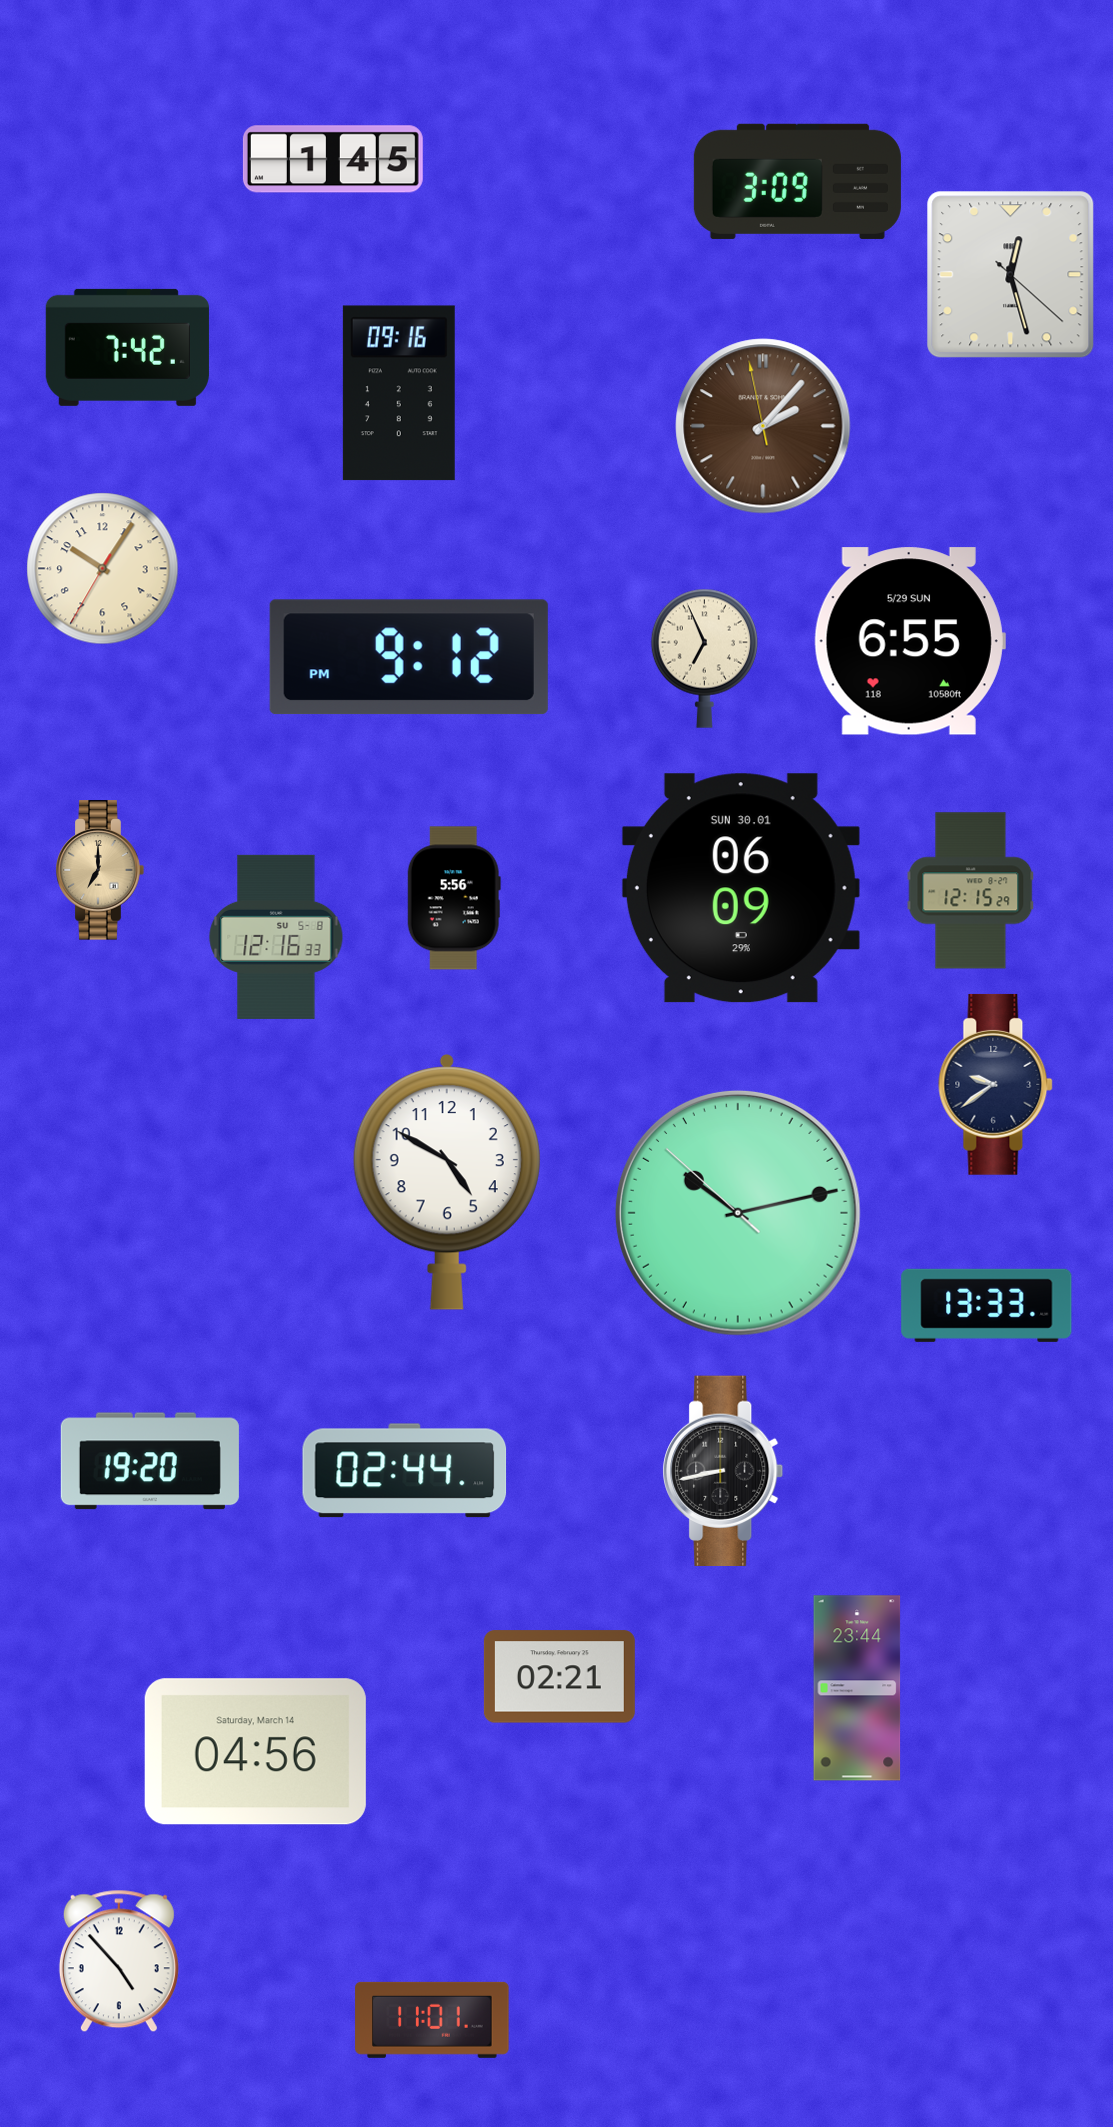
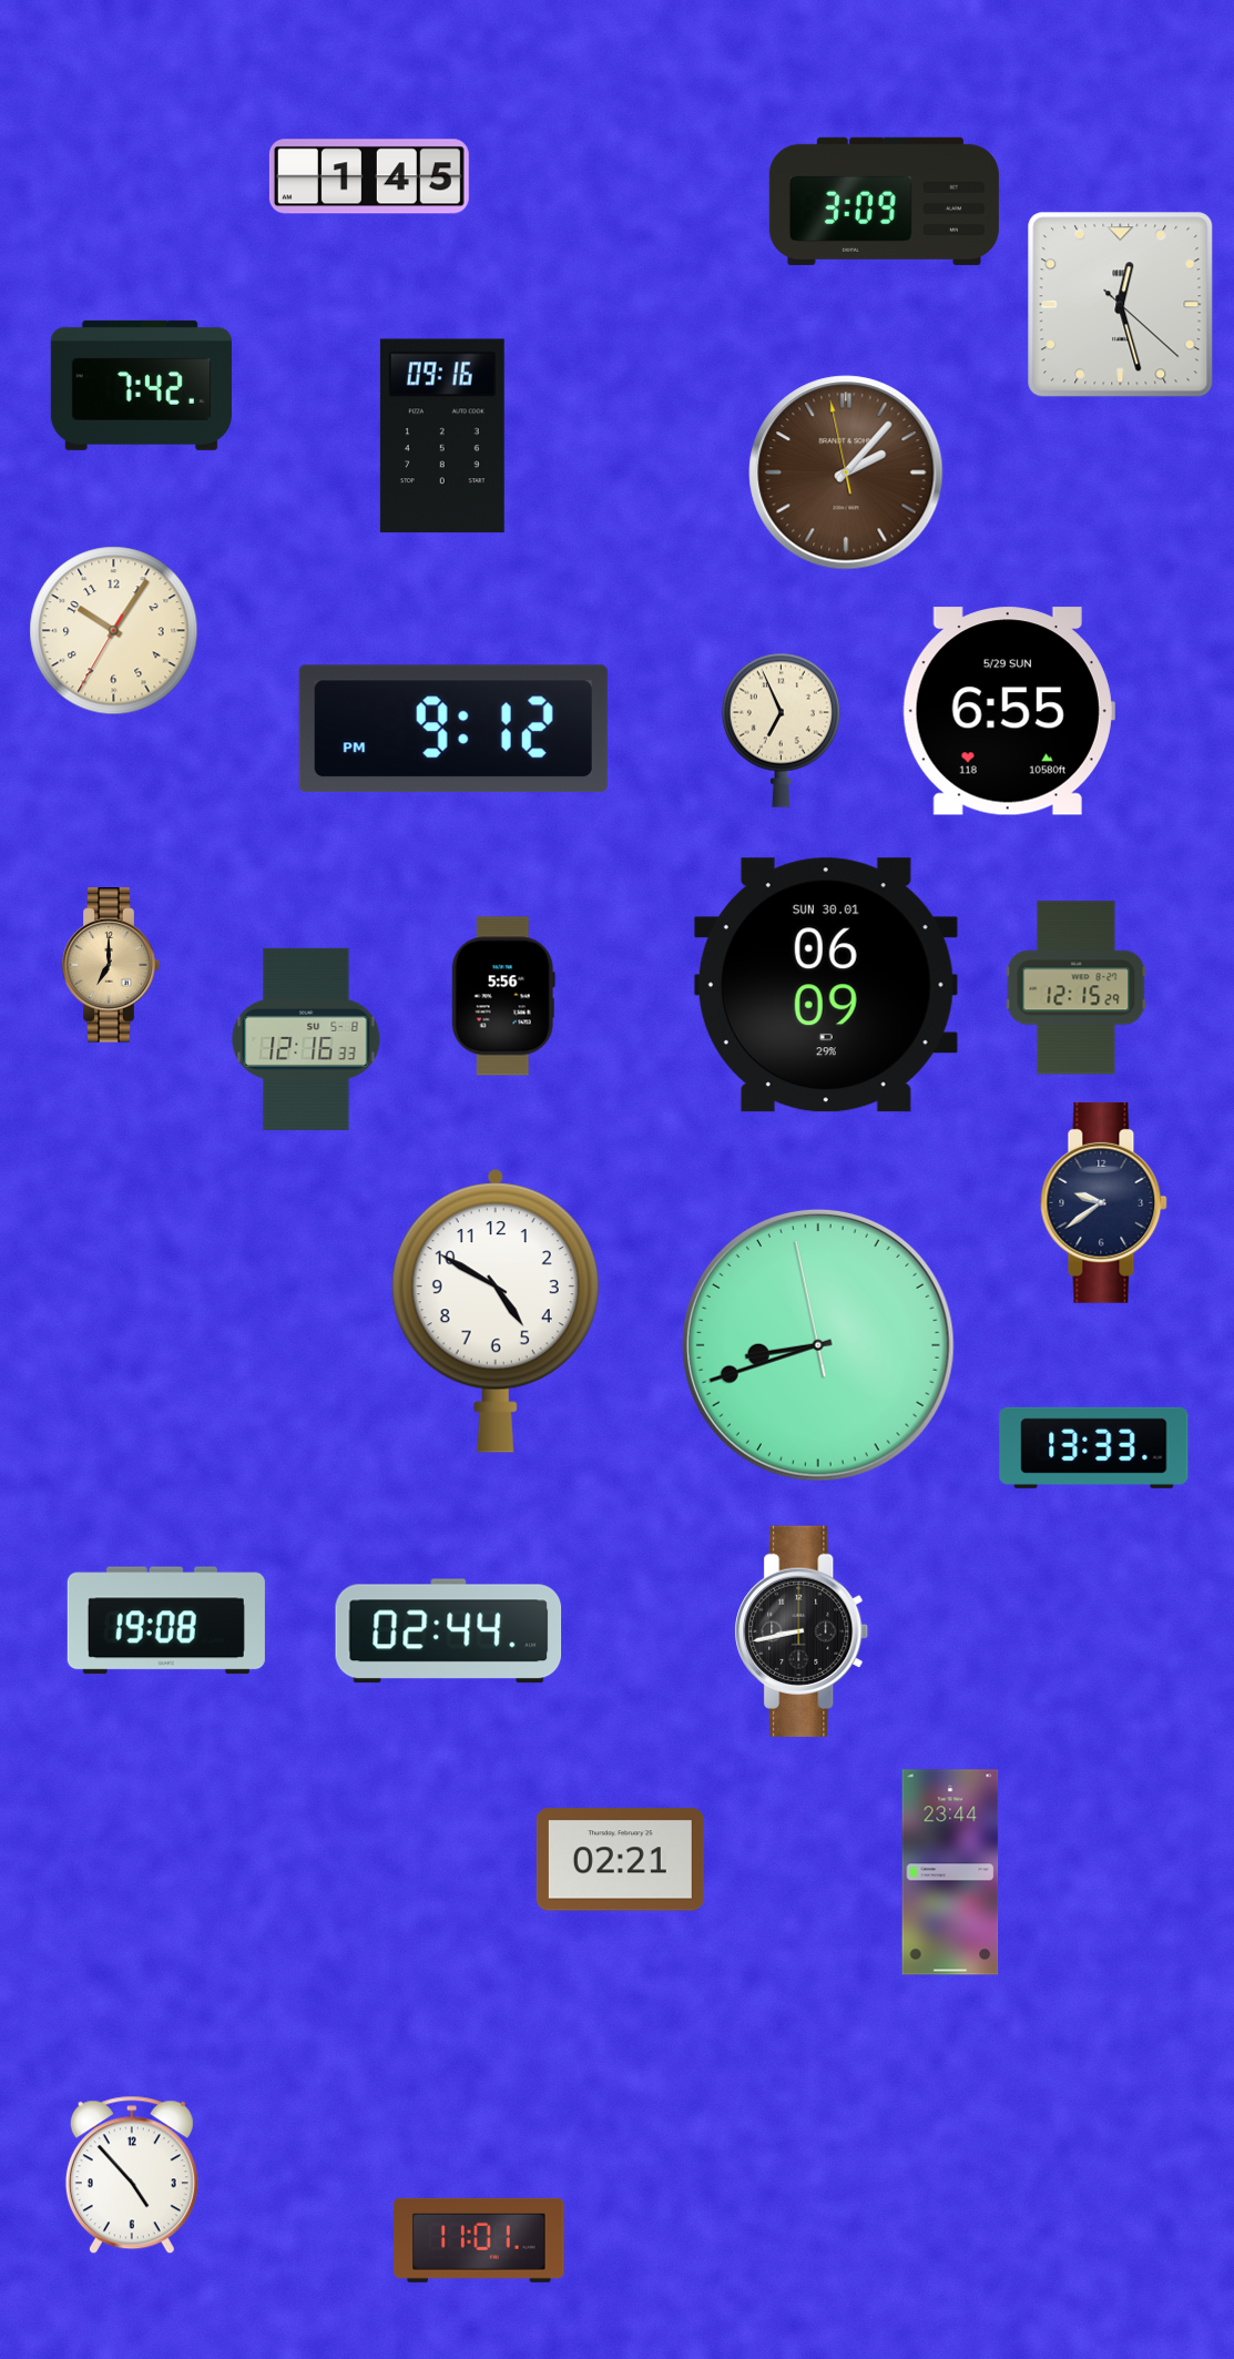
clock at (741, 888) position: (741, 888) -> (826, 985)
clock at (738, 1213): 10:12 -> 8:41
clock at (150, 1461): 19:20 -> 19:08
clock at (255, 1752): 04:56 -> none
